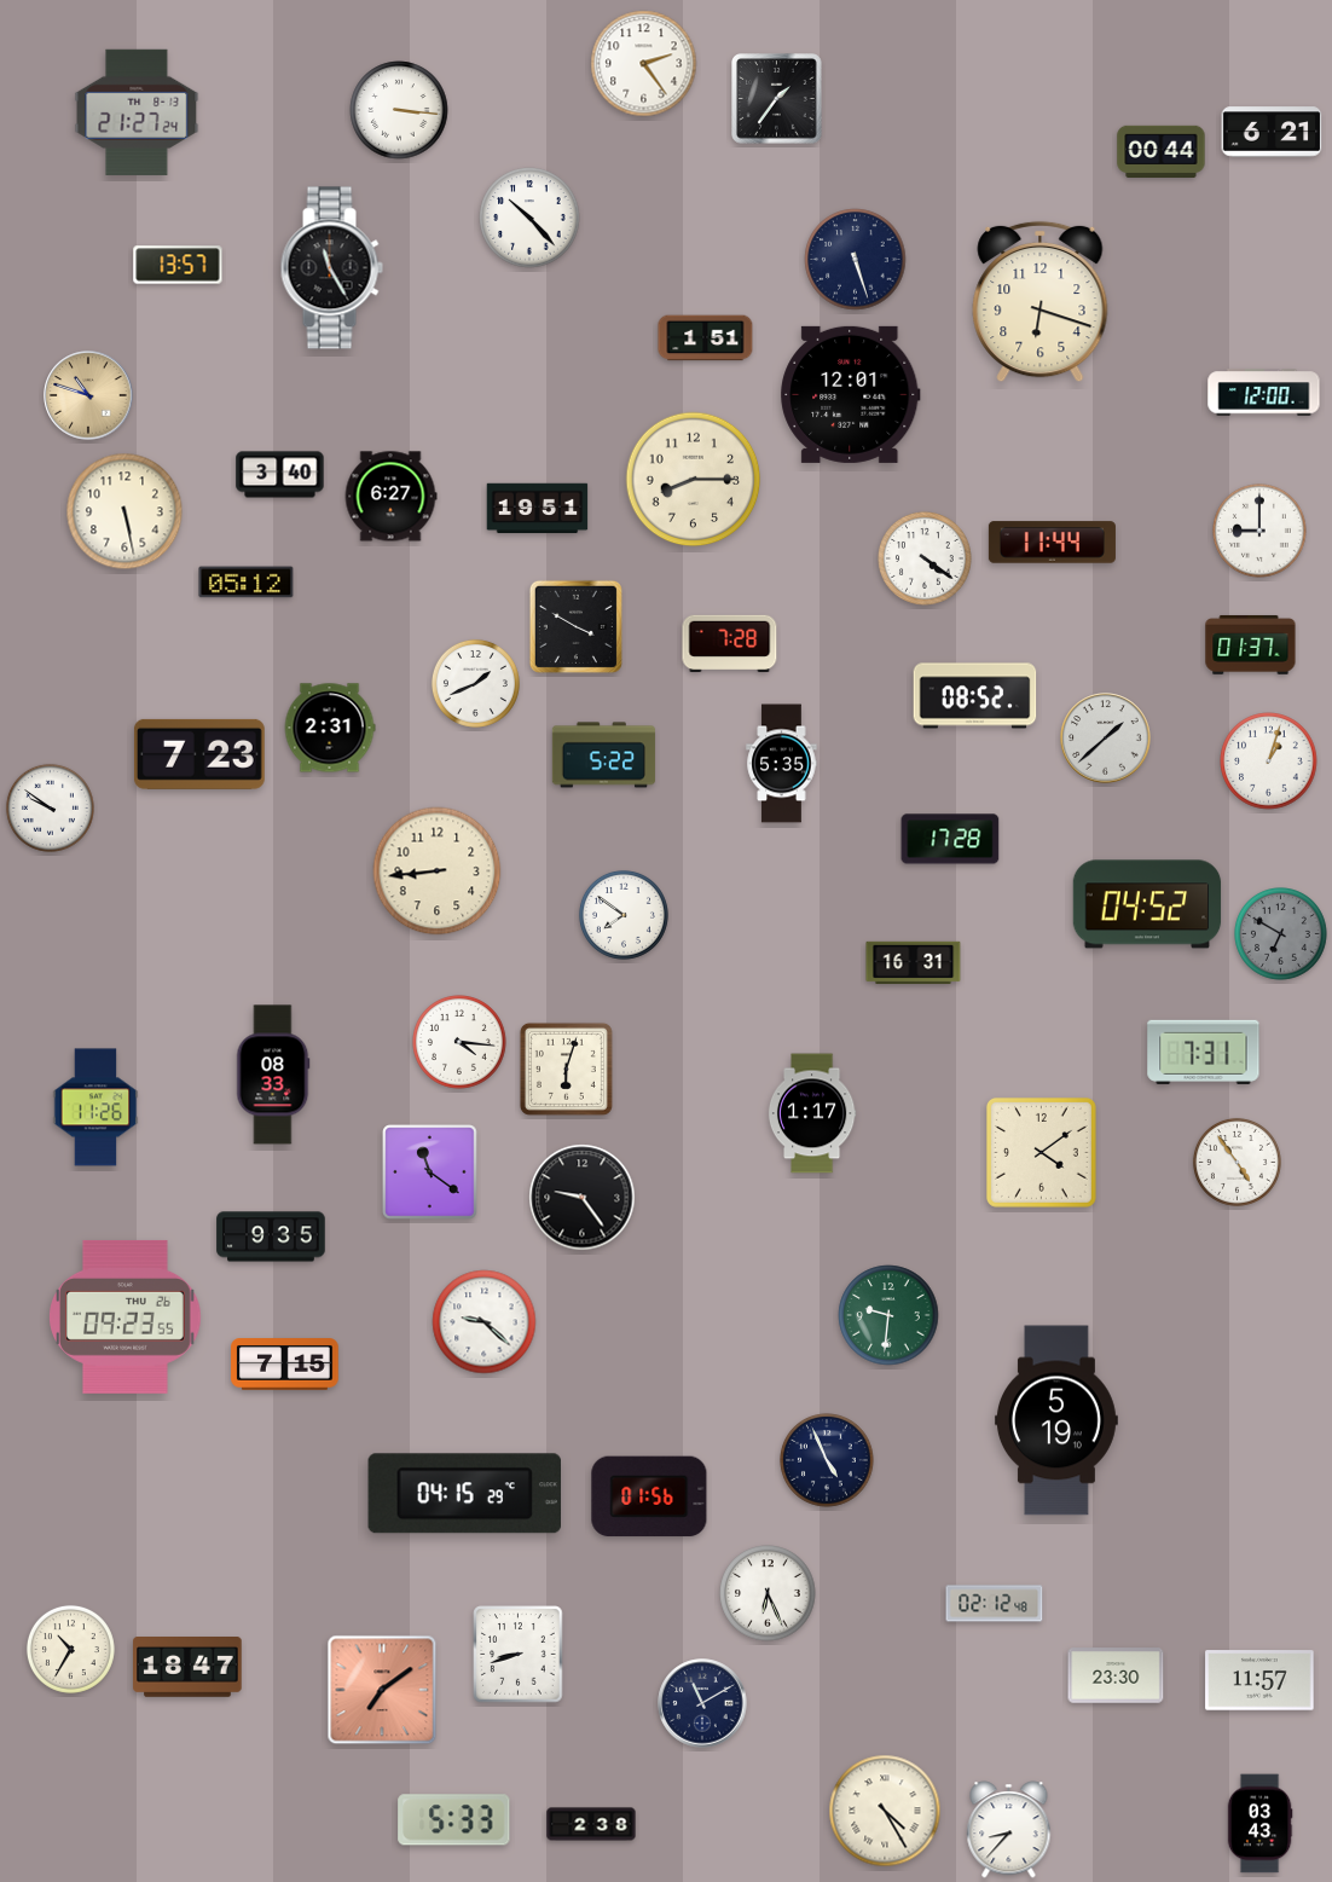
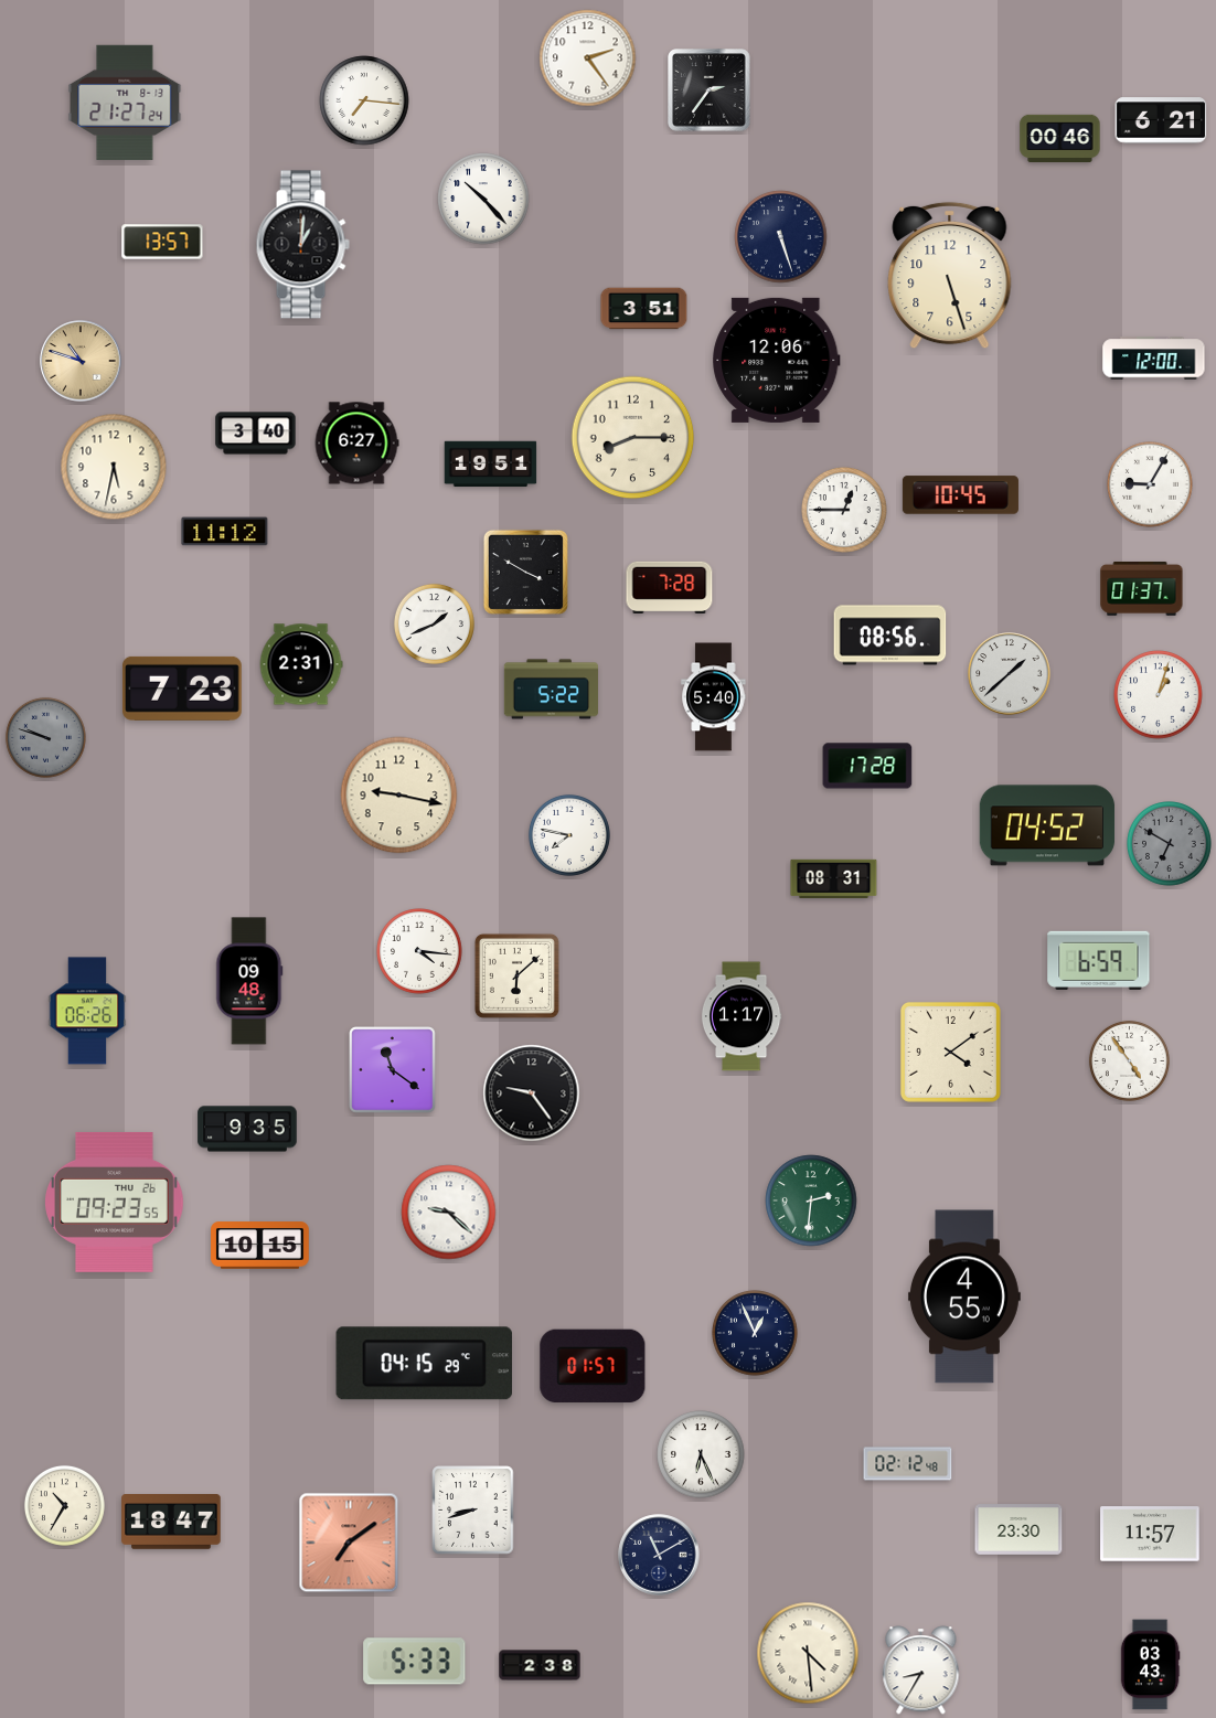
clock at (777, 99): 1:36 -> 2:36
clock at (399, 110): 3:16 -> 7:16
clock at (1162, 151): 00:44 -> 00:46
clock at (331, 268): 11:25 -> 1:01
clock at (1041, 302): 6:18 -> 5:27
clock at (706, 338): 1:51 -> 3:51
clock at (851, 394): 12:01 -> 12:06
clock at (390, 497) position: (390, 497) -> (356, 444)
clock at (124, 511): 5:28 -> 5:32
clock at (1259, 531): 9:00 -> 9:05
clock at (1052, 543): 11:44 -> 10:45
clock at (925, 558): 4:21 -> 12:45
clock at (247, 583): 05:12 -> 11:12
clock at (730, 643) position: (730, 643) -> (670, 587)
clock at (975, 696): 08:52 -> 08:56
clock at (782, 764): 5:35 -> 5:40
clock at (50, 807): 9:51 -> 9:48
clock at (50, 807) dial: white -> grey
clock at (438, 871): 8:44 -> 9:17
clock at (624, 915): 7:51 -> 7:47
clock at (1281, 934) position: (1281, 934) -> (1170, 844)
clock at (914, 962): 16:31 -> 08:31
clock at (1204, 1052): 7:31 -> 6:59
clock at (566, 1069): 6:03 -> 6:08
clock at (273, 1075): 08:33 -> 09:48
clock at (95, 1107): 11:26 -> 06:26
clock at (888, 1315): 9:31 -> 2:31
clock at (485, 1322) position: (485, 1322) -> (449, 1213)
clock at (285, 1365): 7:15 -> 10:15
clock at (1056, 1420): 5:19 -> 4:55
clock at (827, 1460): 4:56 -> 12:56
clock at (649, 1496): 01:56 -> 01:57
clock at (702, 1703) position: (702, 1703) -> (659, 1555)
clock at (885, 1811): 4:25 -> 4:29
clock at (1009, 1830): 8:37 -> 8:35
